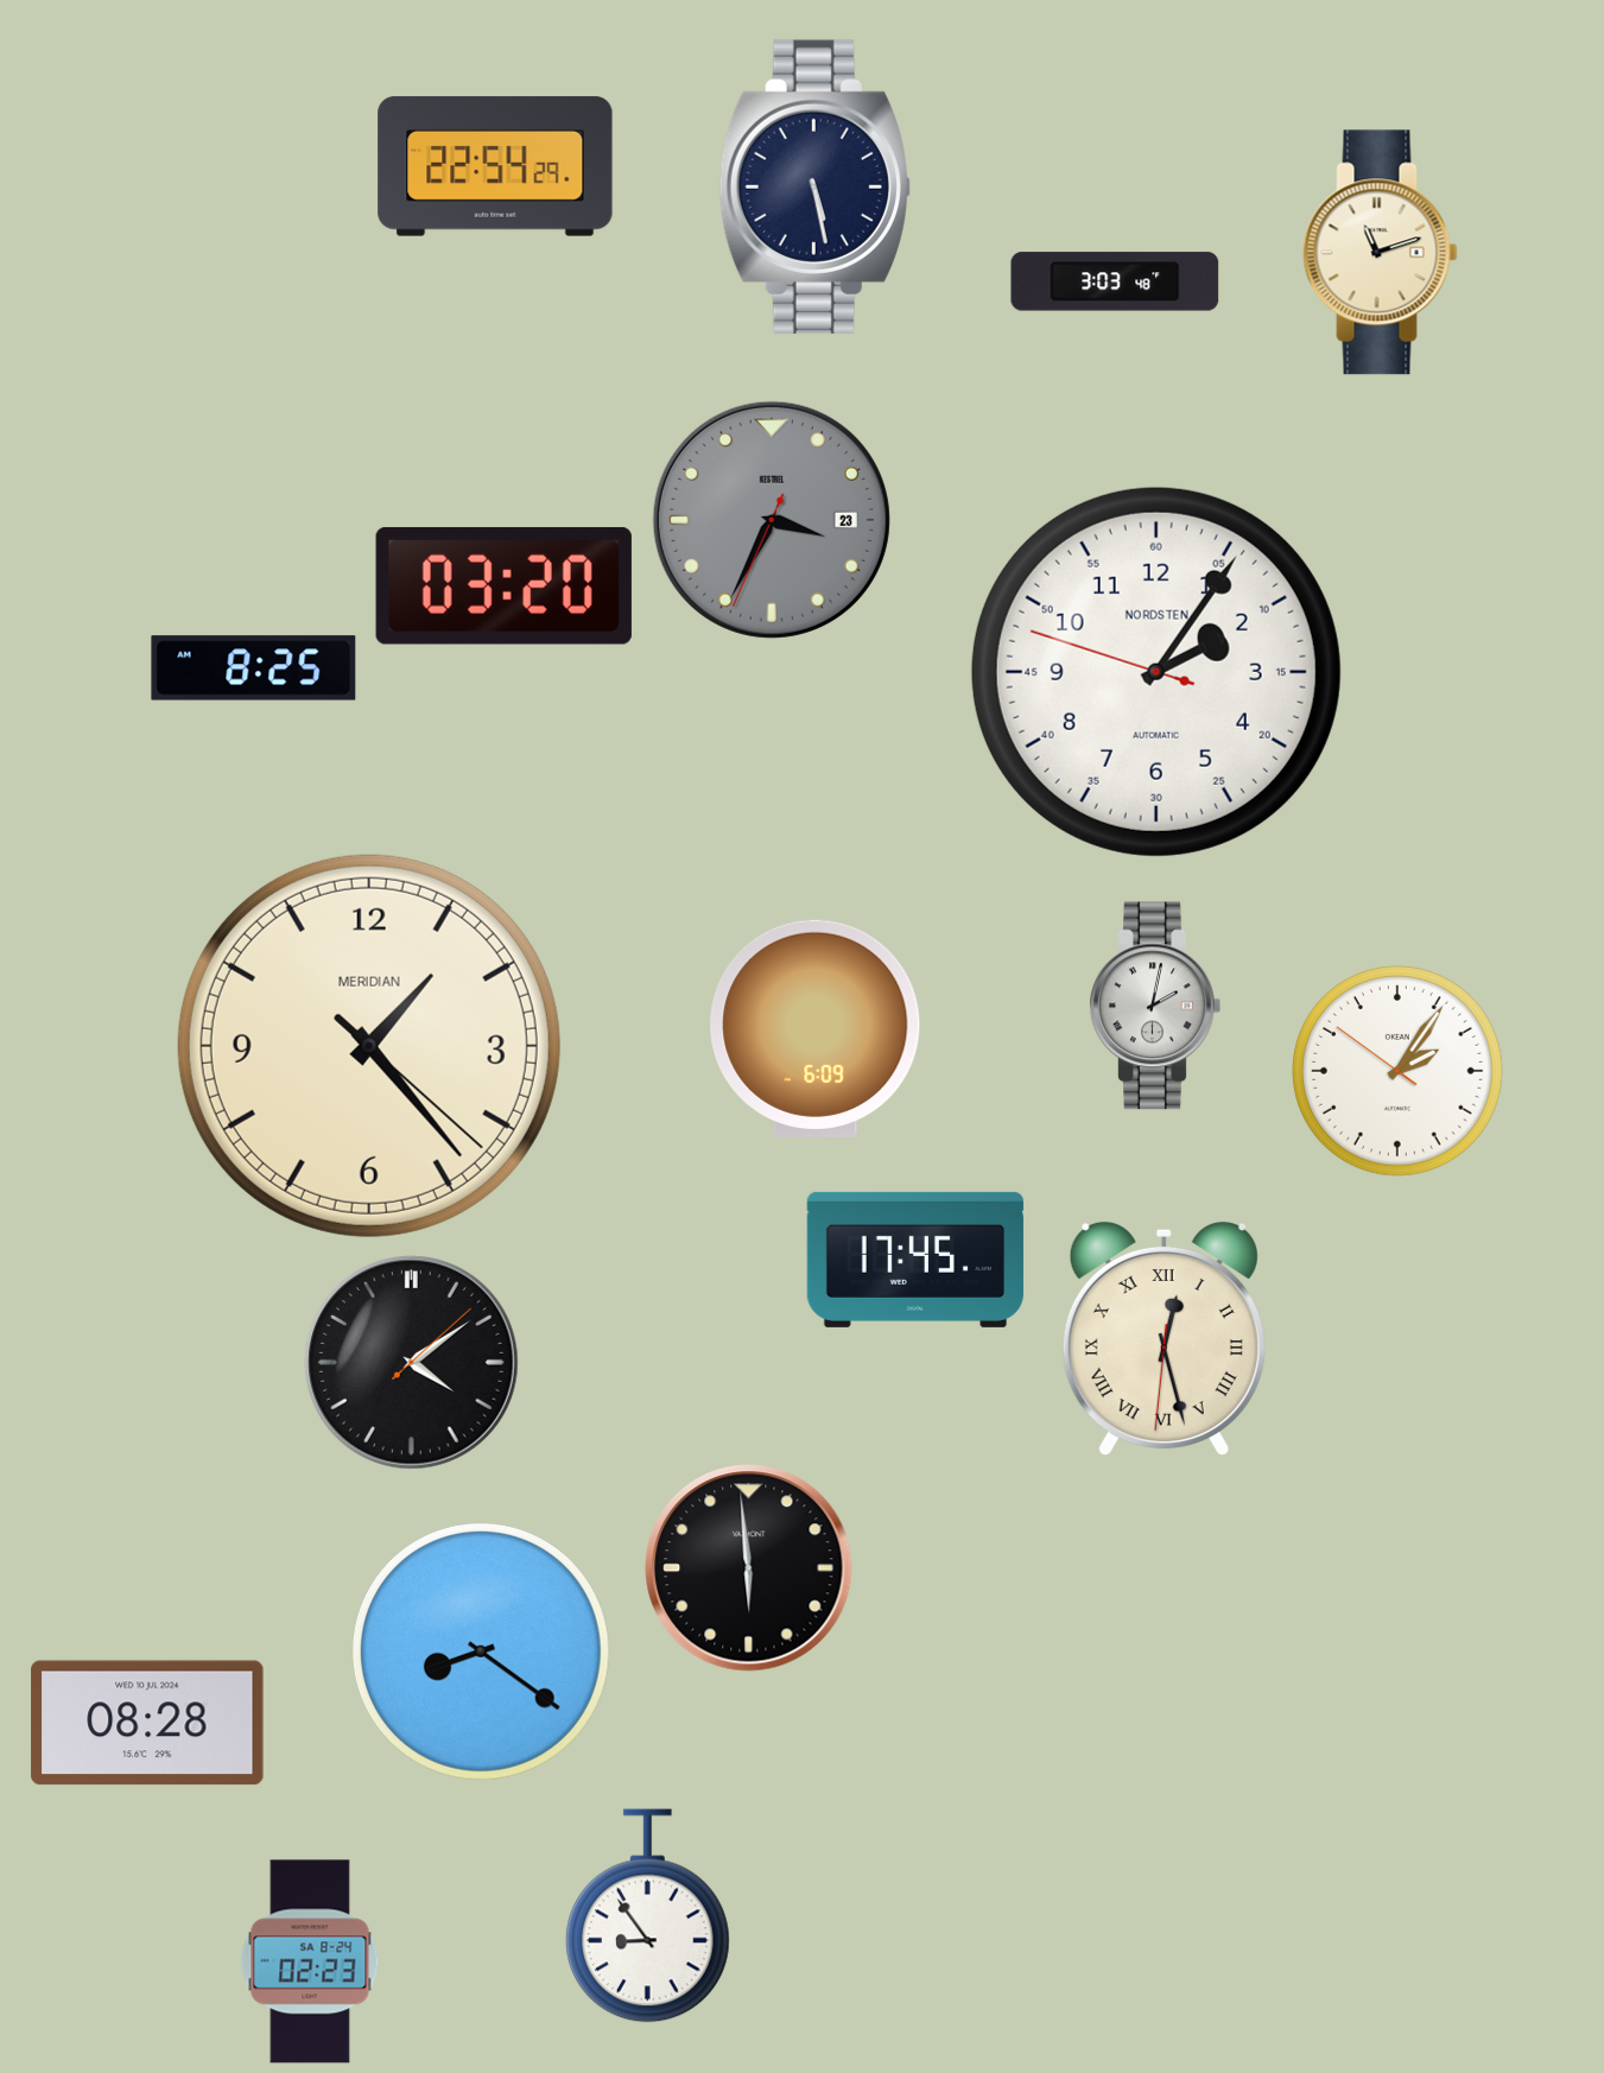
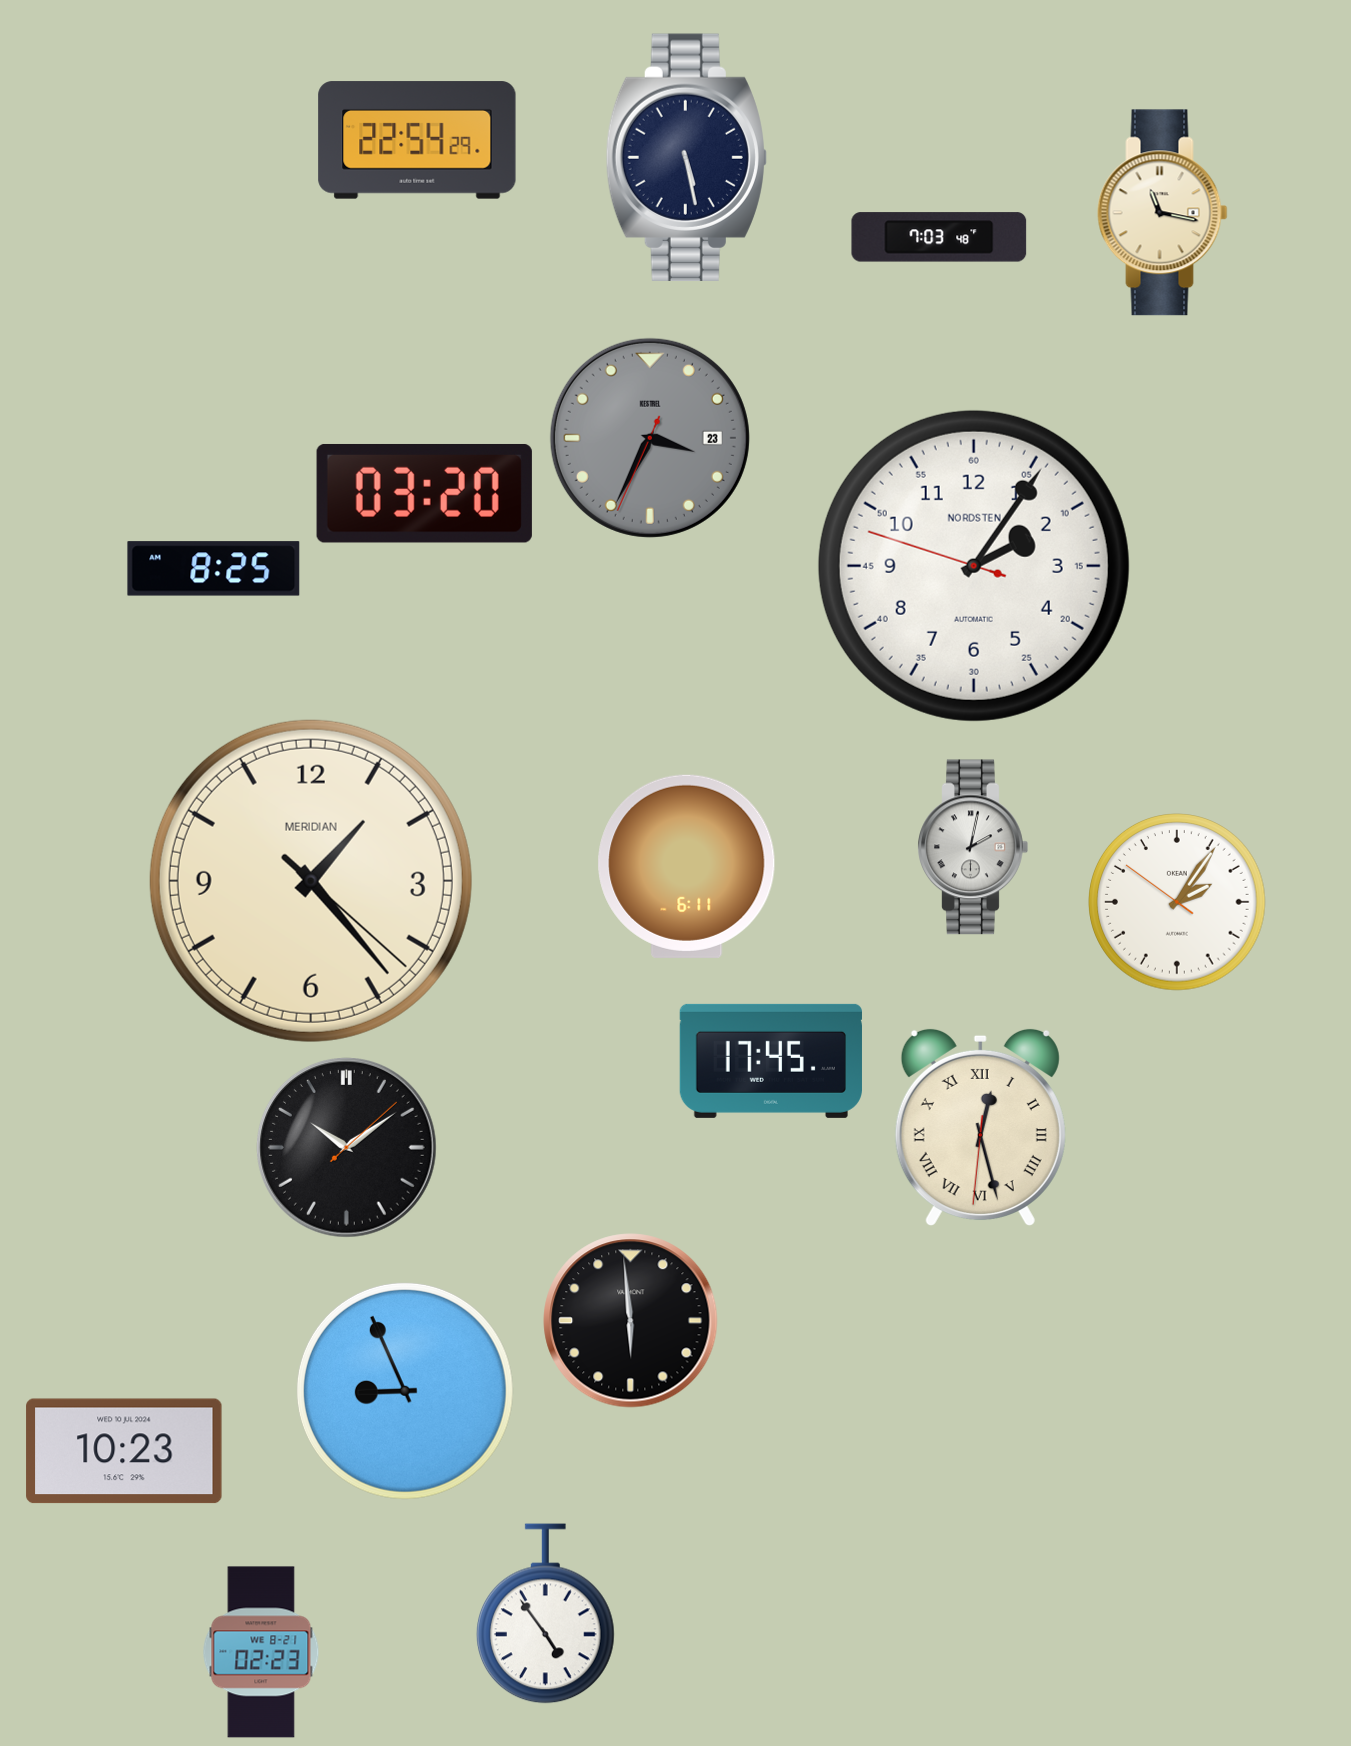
clock at (1381, 253): 11:12 -> 11:17
clock at (1115, 281): 3:03 -> 7:03
clock at (254, 668) position: (254, 668) -> (214, 569)
clock at (816, 1028): 6:09 -> 6:11
clock at (412, 1363): 4:09 -> 10:09
clock at (481, 1652): 8:21 -> 8:56
clock at (147, 1723): 08:28 -> 10:23
clock at (647, 1916): 8:54 -> 4:54
clock at (310, 1961) date: SA 8-24 -> WE 8-21
